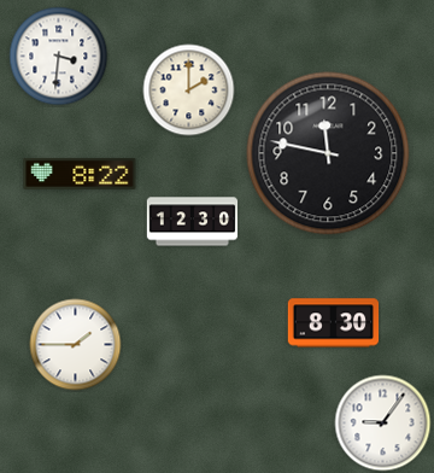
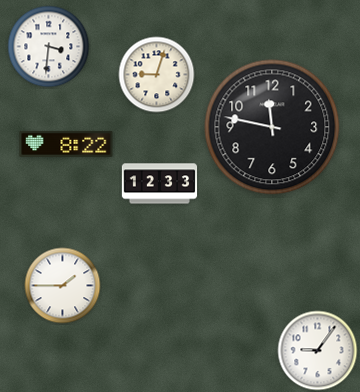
clock at (189, 90): 2:00 -> 9:03
clock at (193, 222): 12:30 -> 12:33
clock at (334, 323): 8:30 -> none
